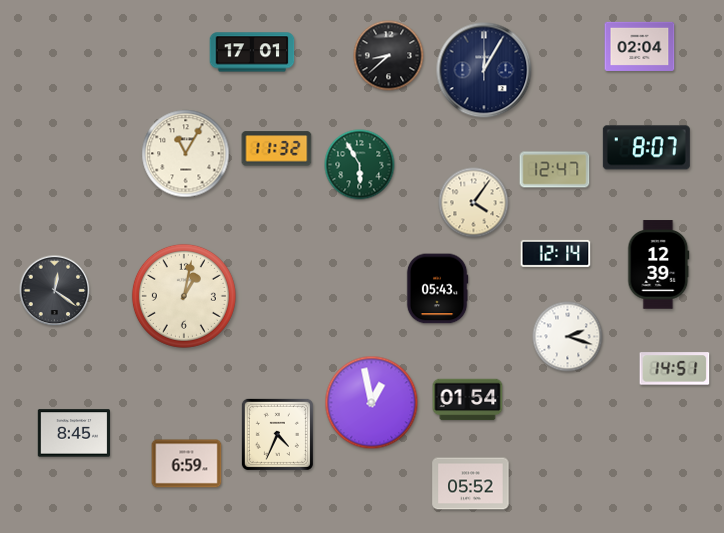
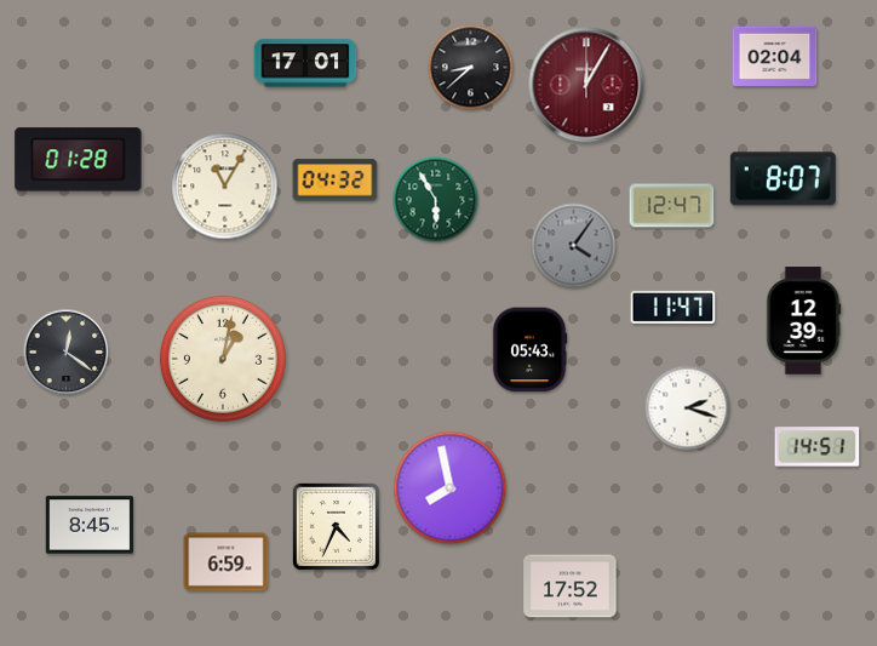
clock at (484, 70) dial: navy -> burgundy
clock at (79, 160): none -> 01:28
clock at (277, 149): 11:32 -> 04:32
clock at (474, 203) dial: cream -> grey
clock at (556, 253): 12:14 -> 11:47
clock at (659, 265) position: (659, 265) -> (804, 321)
clock at (468, 400): 01:54 -> none
clock at (372, 403): 12:58 -> 7:58
clock at (471, 484): 05:52 -> 17:52
